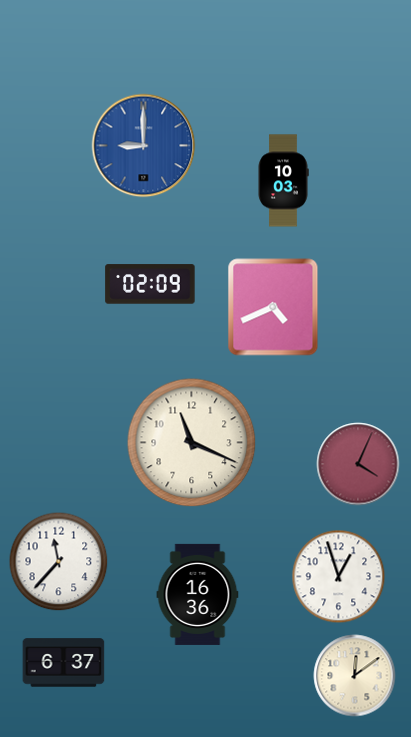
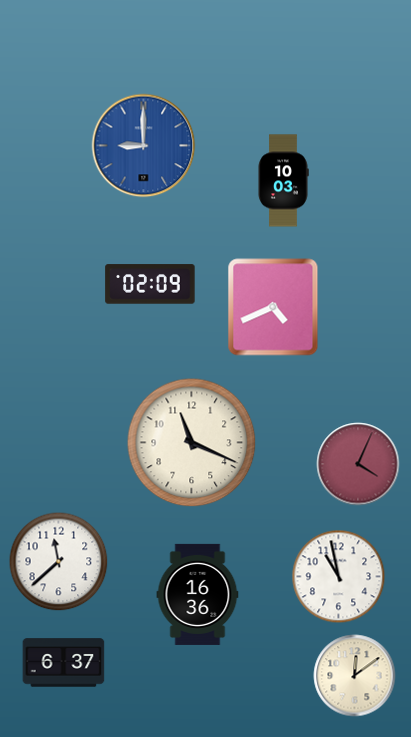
clock at (59, 562): 11:37 -> 11:38
clock at (339, 577): 12:57 -> 10:58
